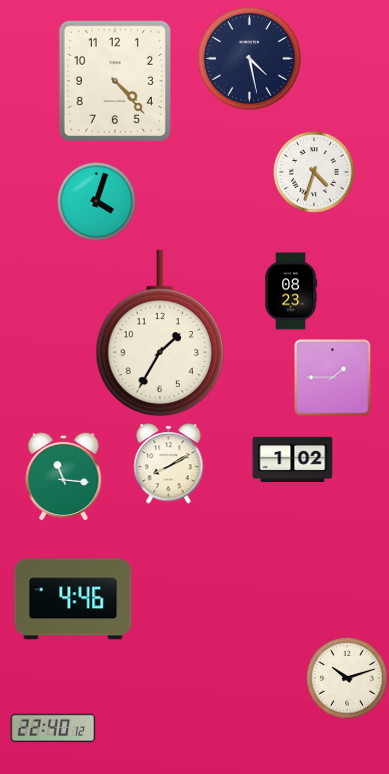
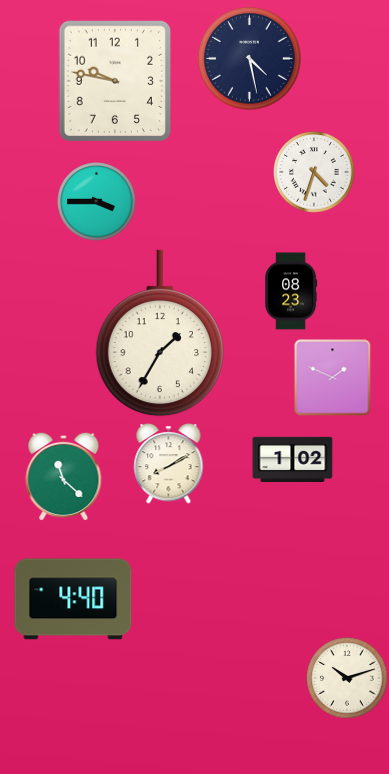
clock at (114, 80): 4:23 -> 9:47
clock at (97, 202): 4:03 -> 3:45
clock at (333, 378): 1:45 -> 1:49
clock at (64, 476): 11:16 -> 11:22
clock at (73, 599): 4:46 -> 4:40
clock at (53, 728): 22:40 -> none
